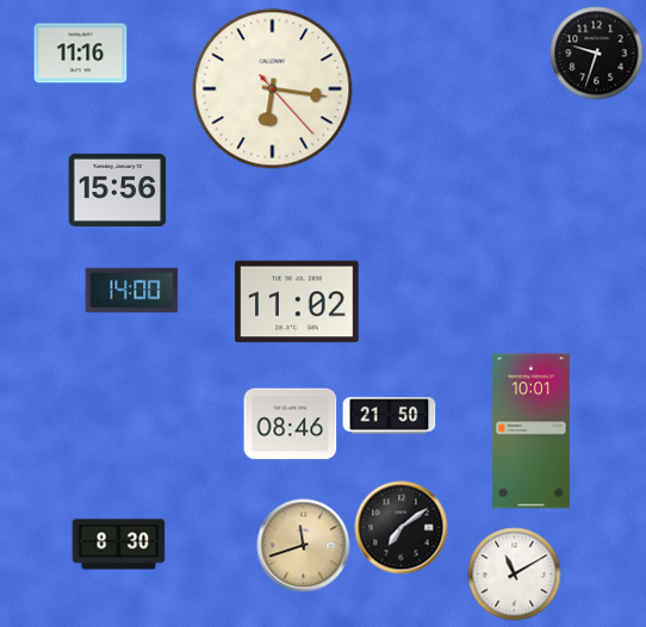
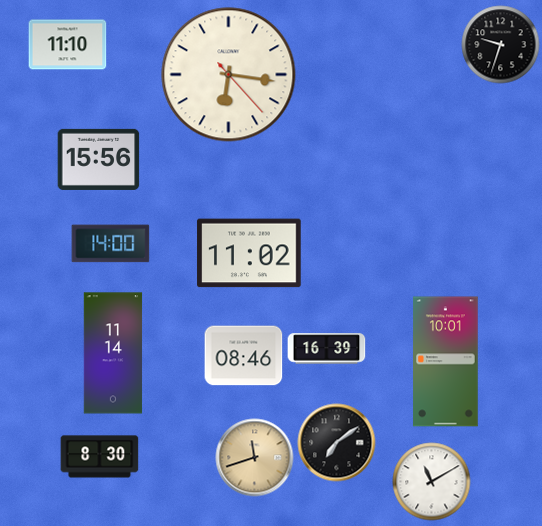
clock at (80, 54): 11:16 -> 11:10
clock at (389, 416): 21:50 -> 16:39
clock at (113, 353): none -> 11:14
